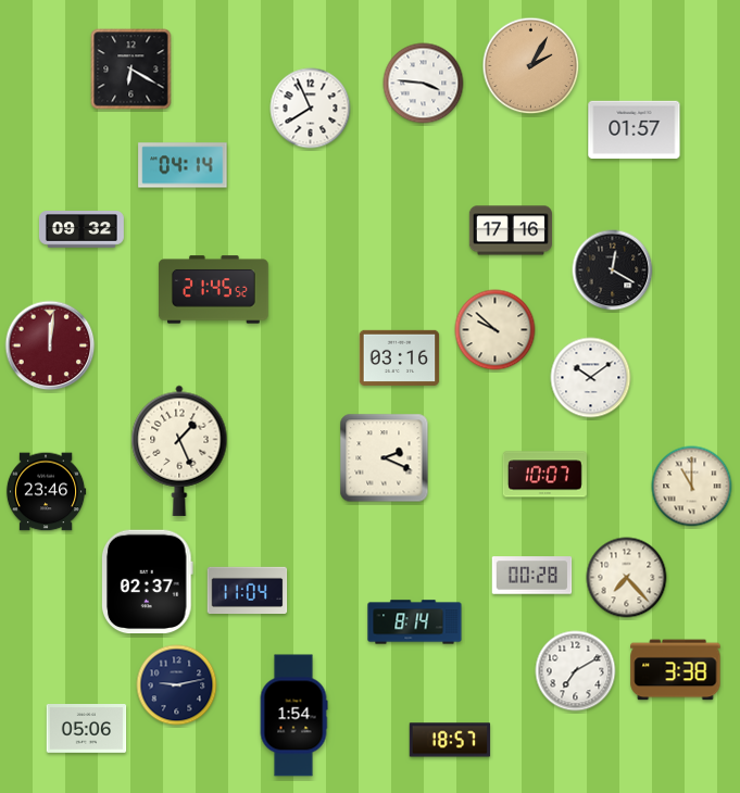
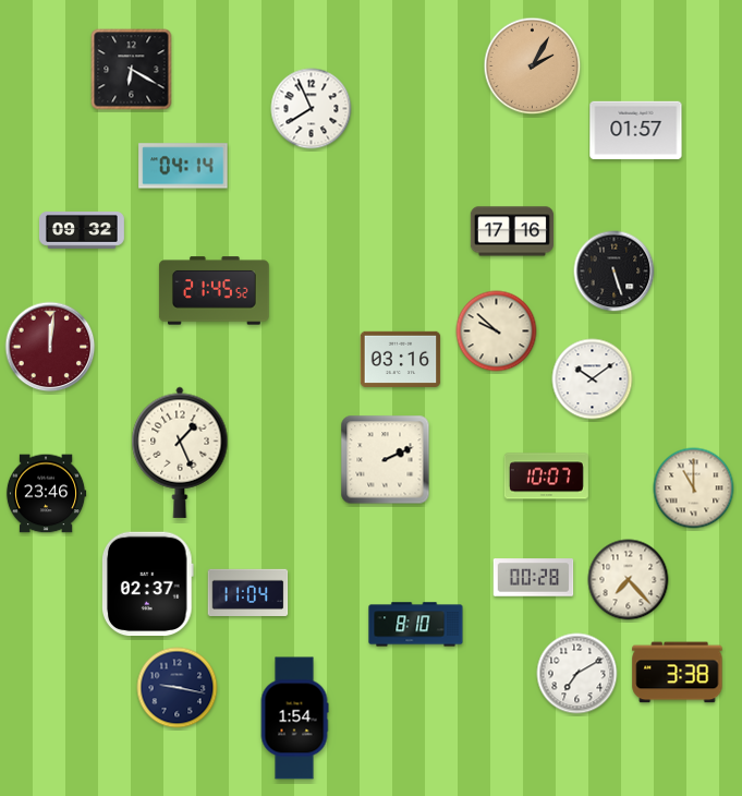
clock at (424, 84): 3:46 -> none
clock at (613, 270): 12:20 -> 5:27
clock at (385, 458): 2:19 -> 2:11
clock at (415, 622): 8:14 -> 8:10
clock at (177, 685): 9:13 -> 9:17
clock at (87, 729): 05:06 -> none
clock at (450, 740): 18:57 -> none
